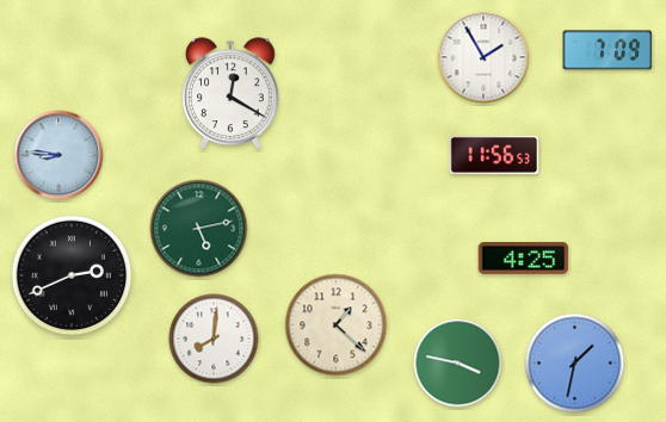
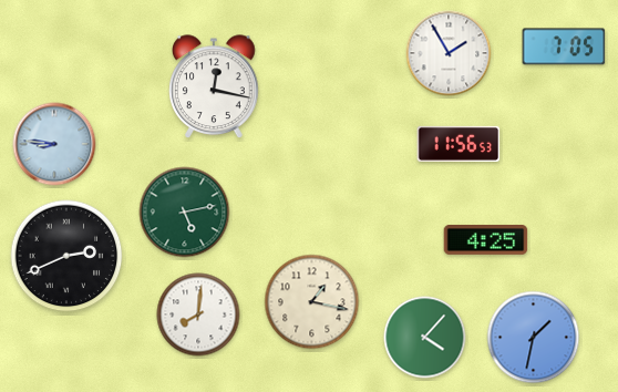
clock at (608, 50): 7:09 -> 7:05
clock at (230, 94): 12:20 -> 12:17
clock at (337, 325): 1:22 -> 1:17
clock at (458, 364): 3:47 -> 4:07
